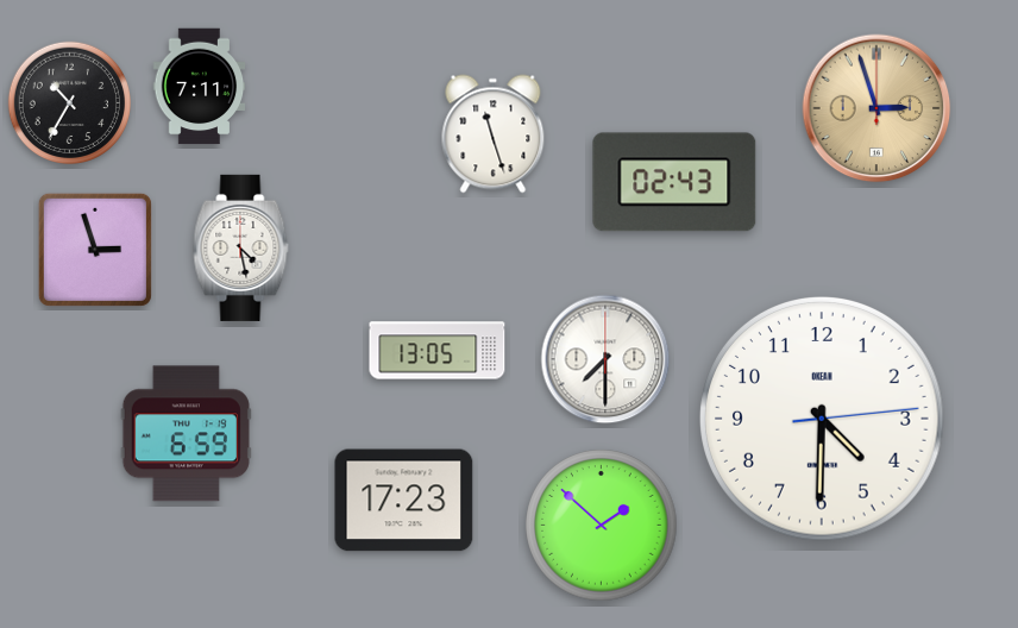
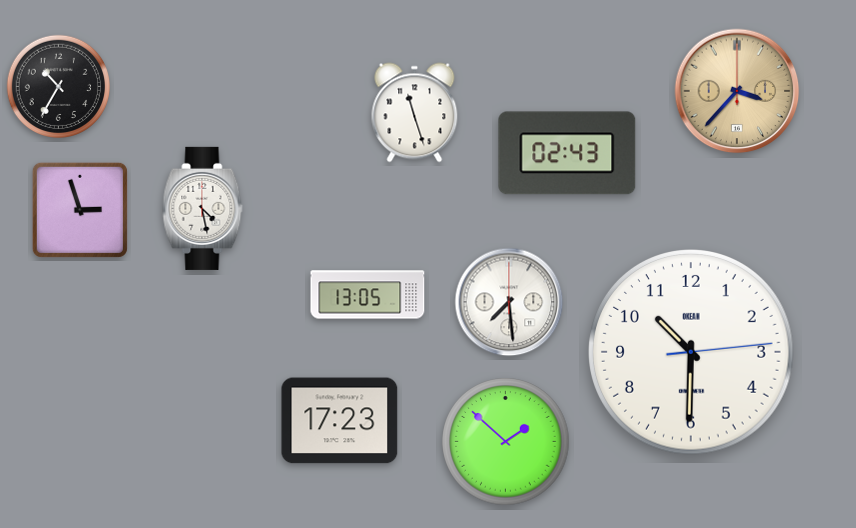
clock at (200, 87): 7:11 -> none
clock at (876, 108): 2:57 -> 3:37
clock at (605, 359): 7:30 -> 7:29
clock at (822, 419): 4:30 -> 10:30
clock at (186, 434): 6:59 -> none
